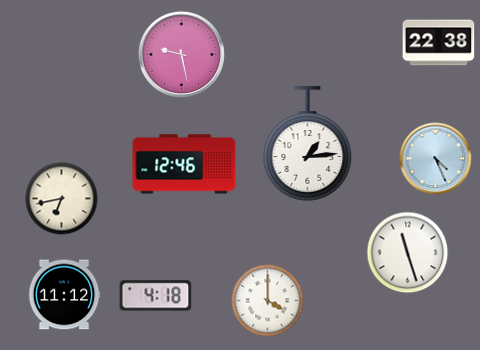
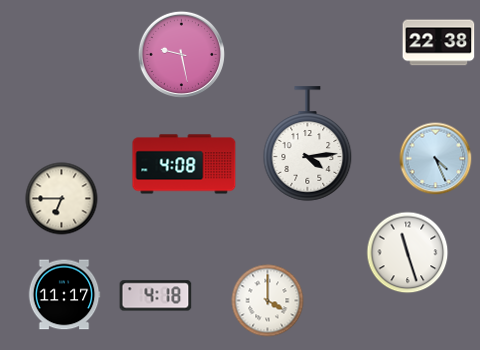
clock at (308, 144): 1:14 -> 4:14
clock at (184, 164): 12:46 -> 4:08
clock at (62, 199): 6:43 -> 6:45
clock at (64, 295): 11:12 -> 11:17
